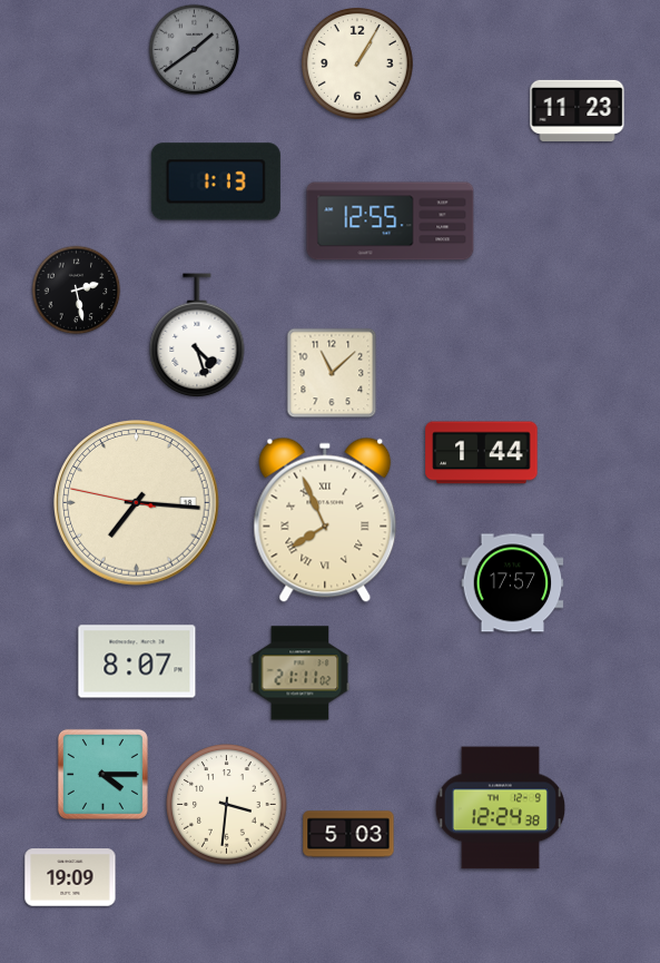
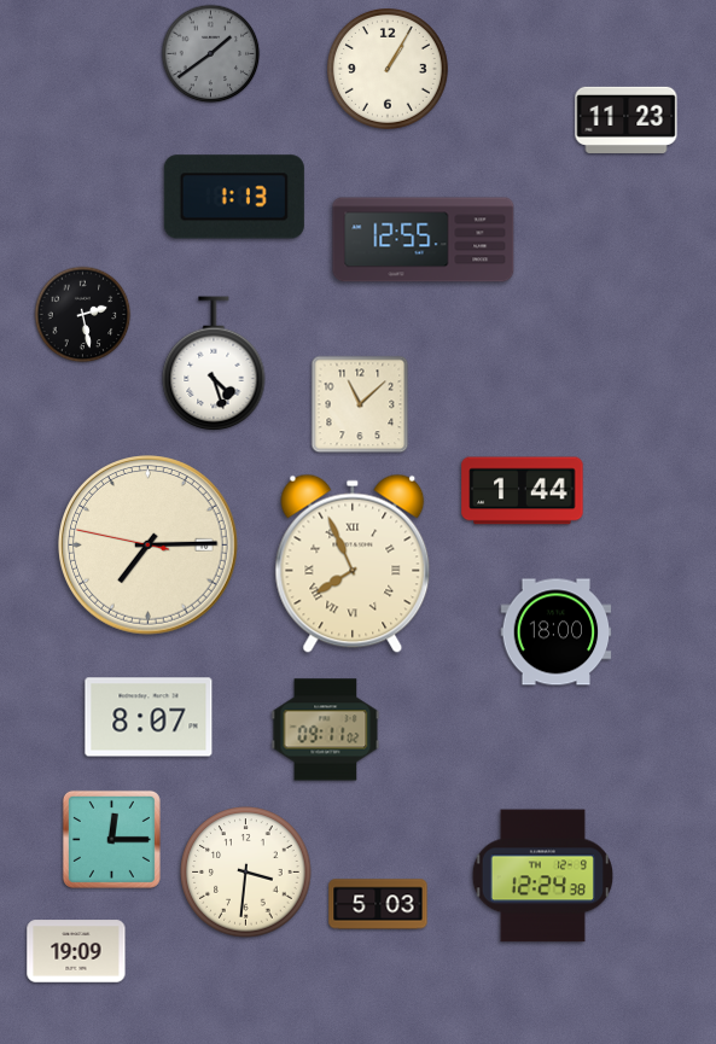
clock at (137, 503): 7:15 -> 7:14
clock at (513, 583): 17:57 -> 18:00
clock at (301, 674): 21:11 -> 09:11
clock at (102, 774): 4:15 -> 12:15
